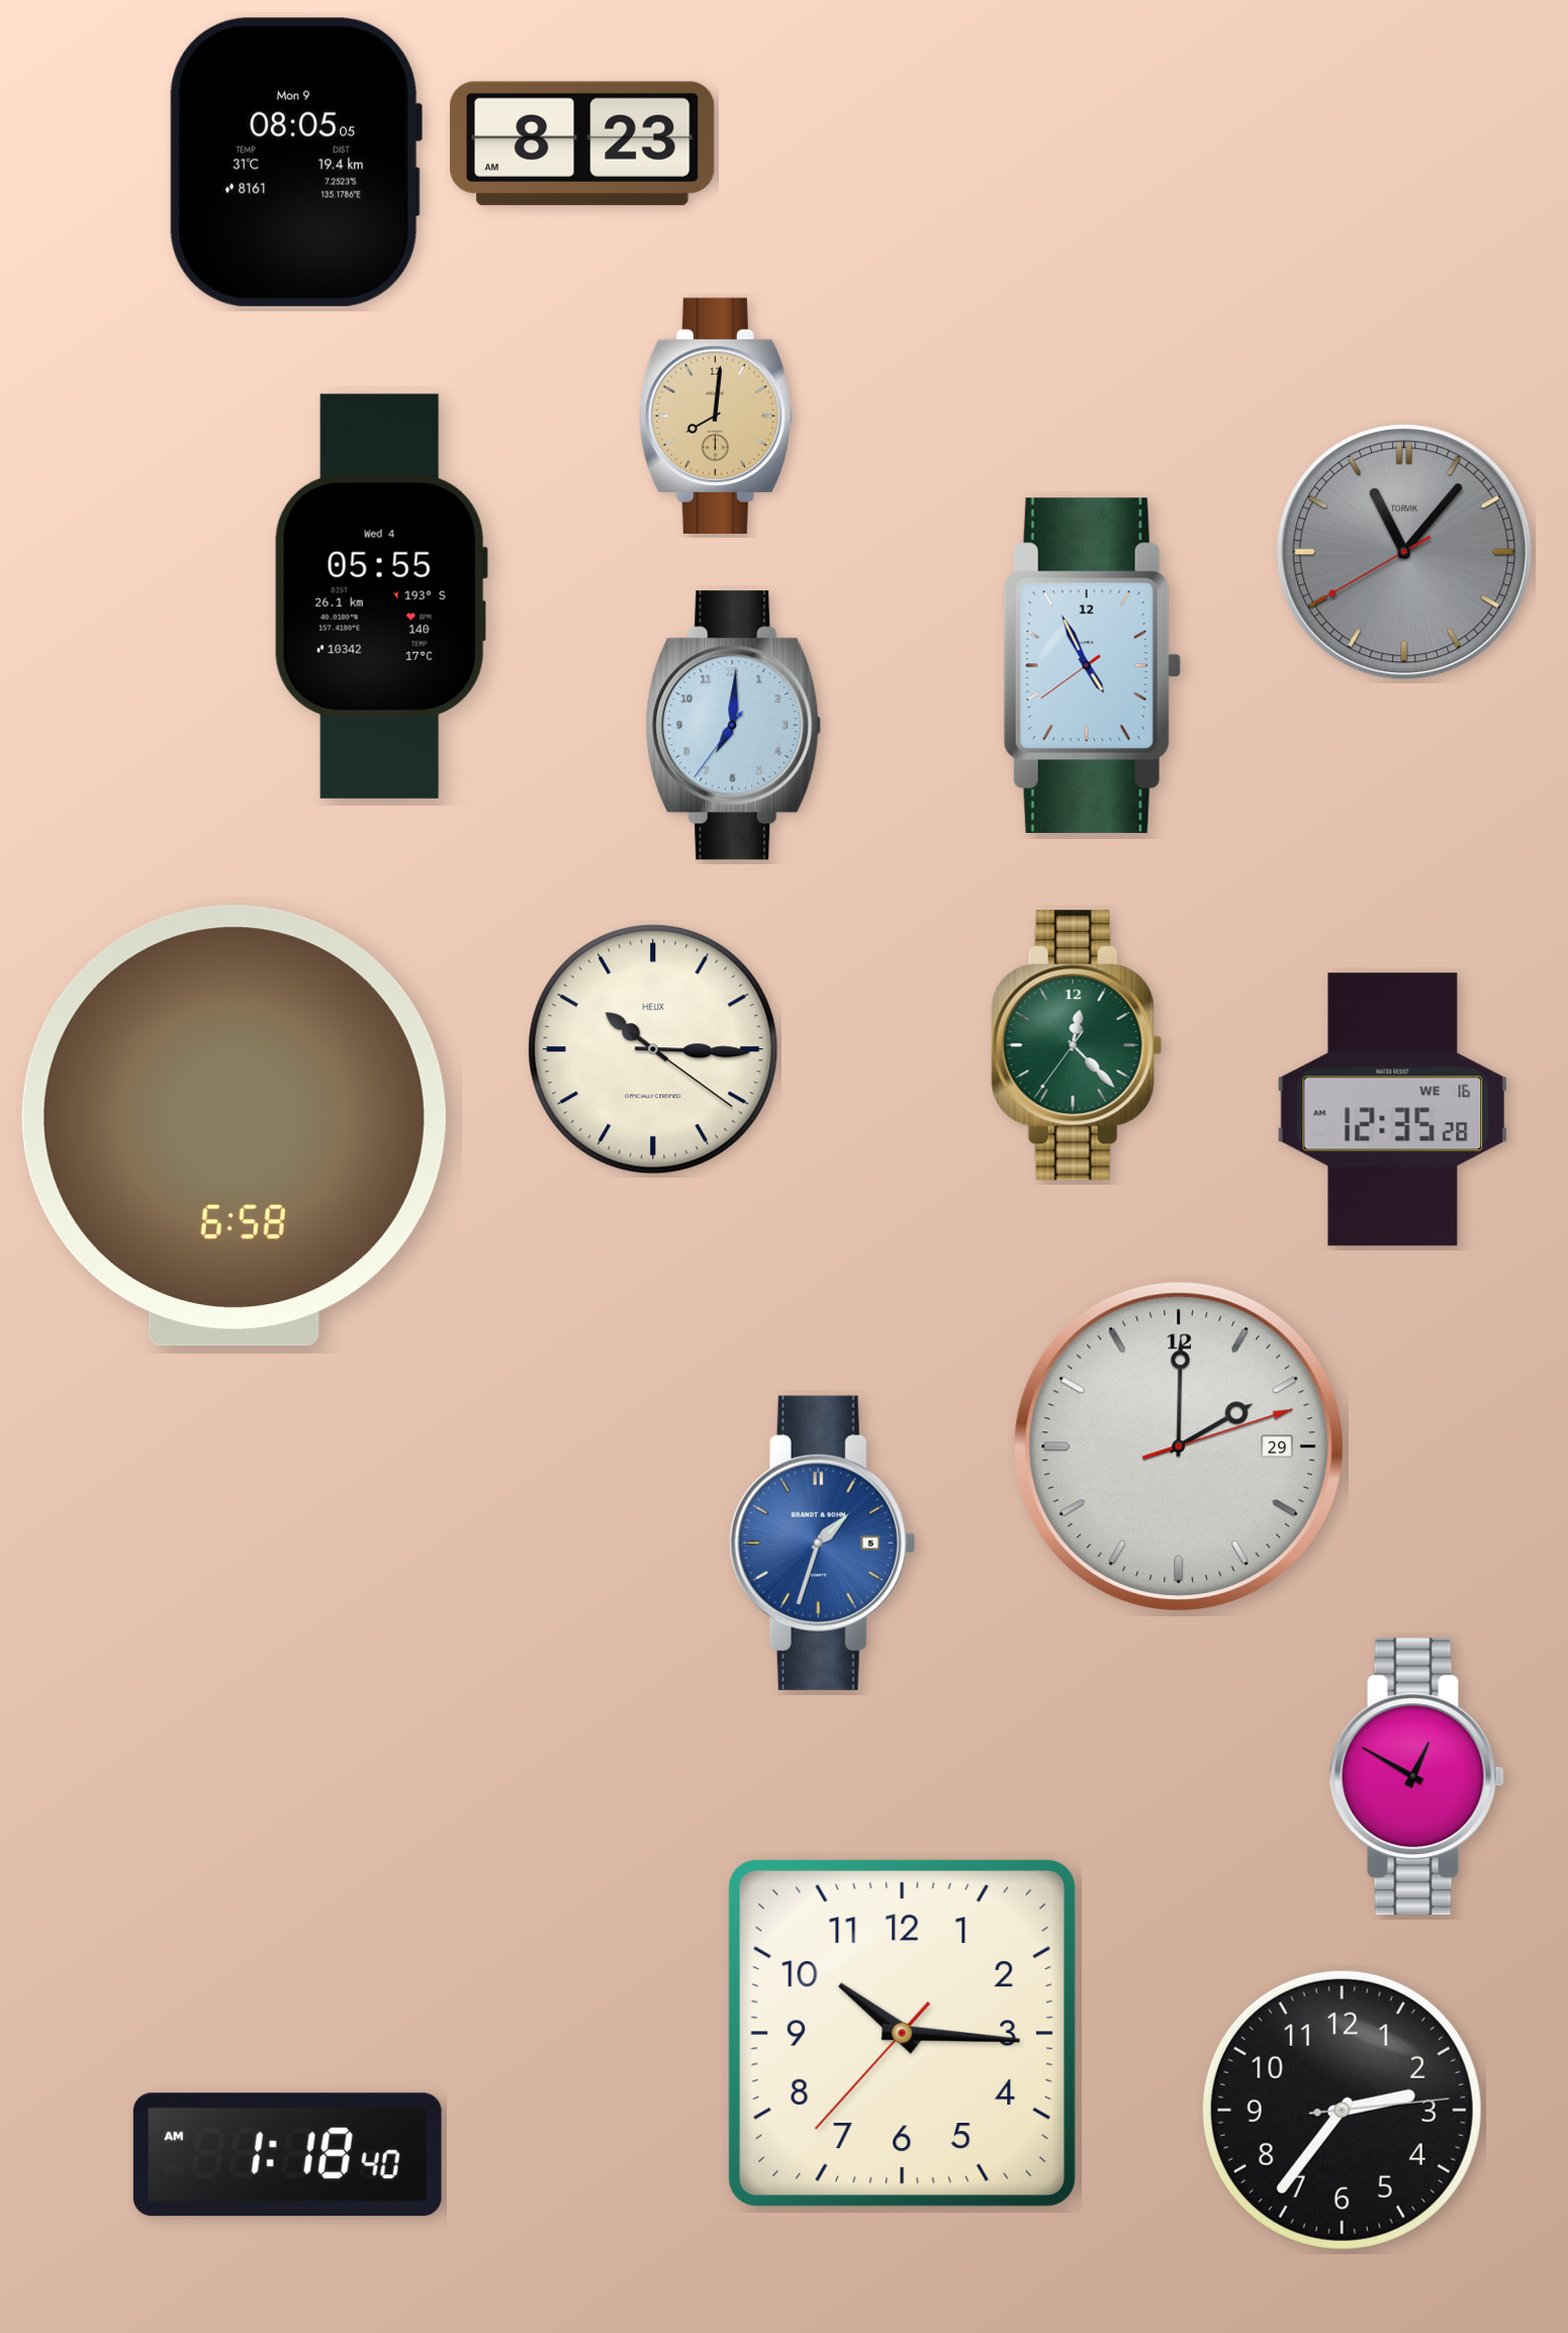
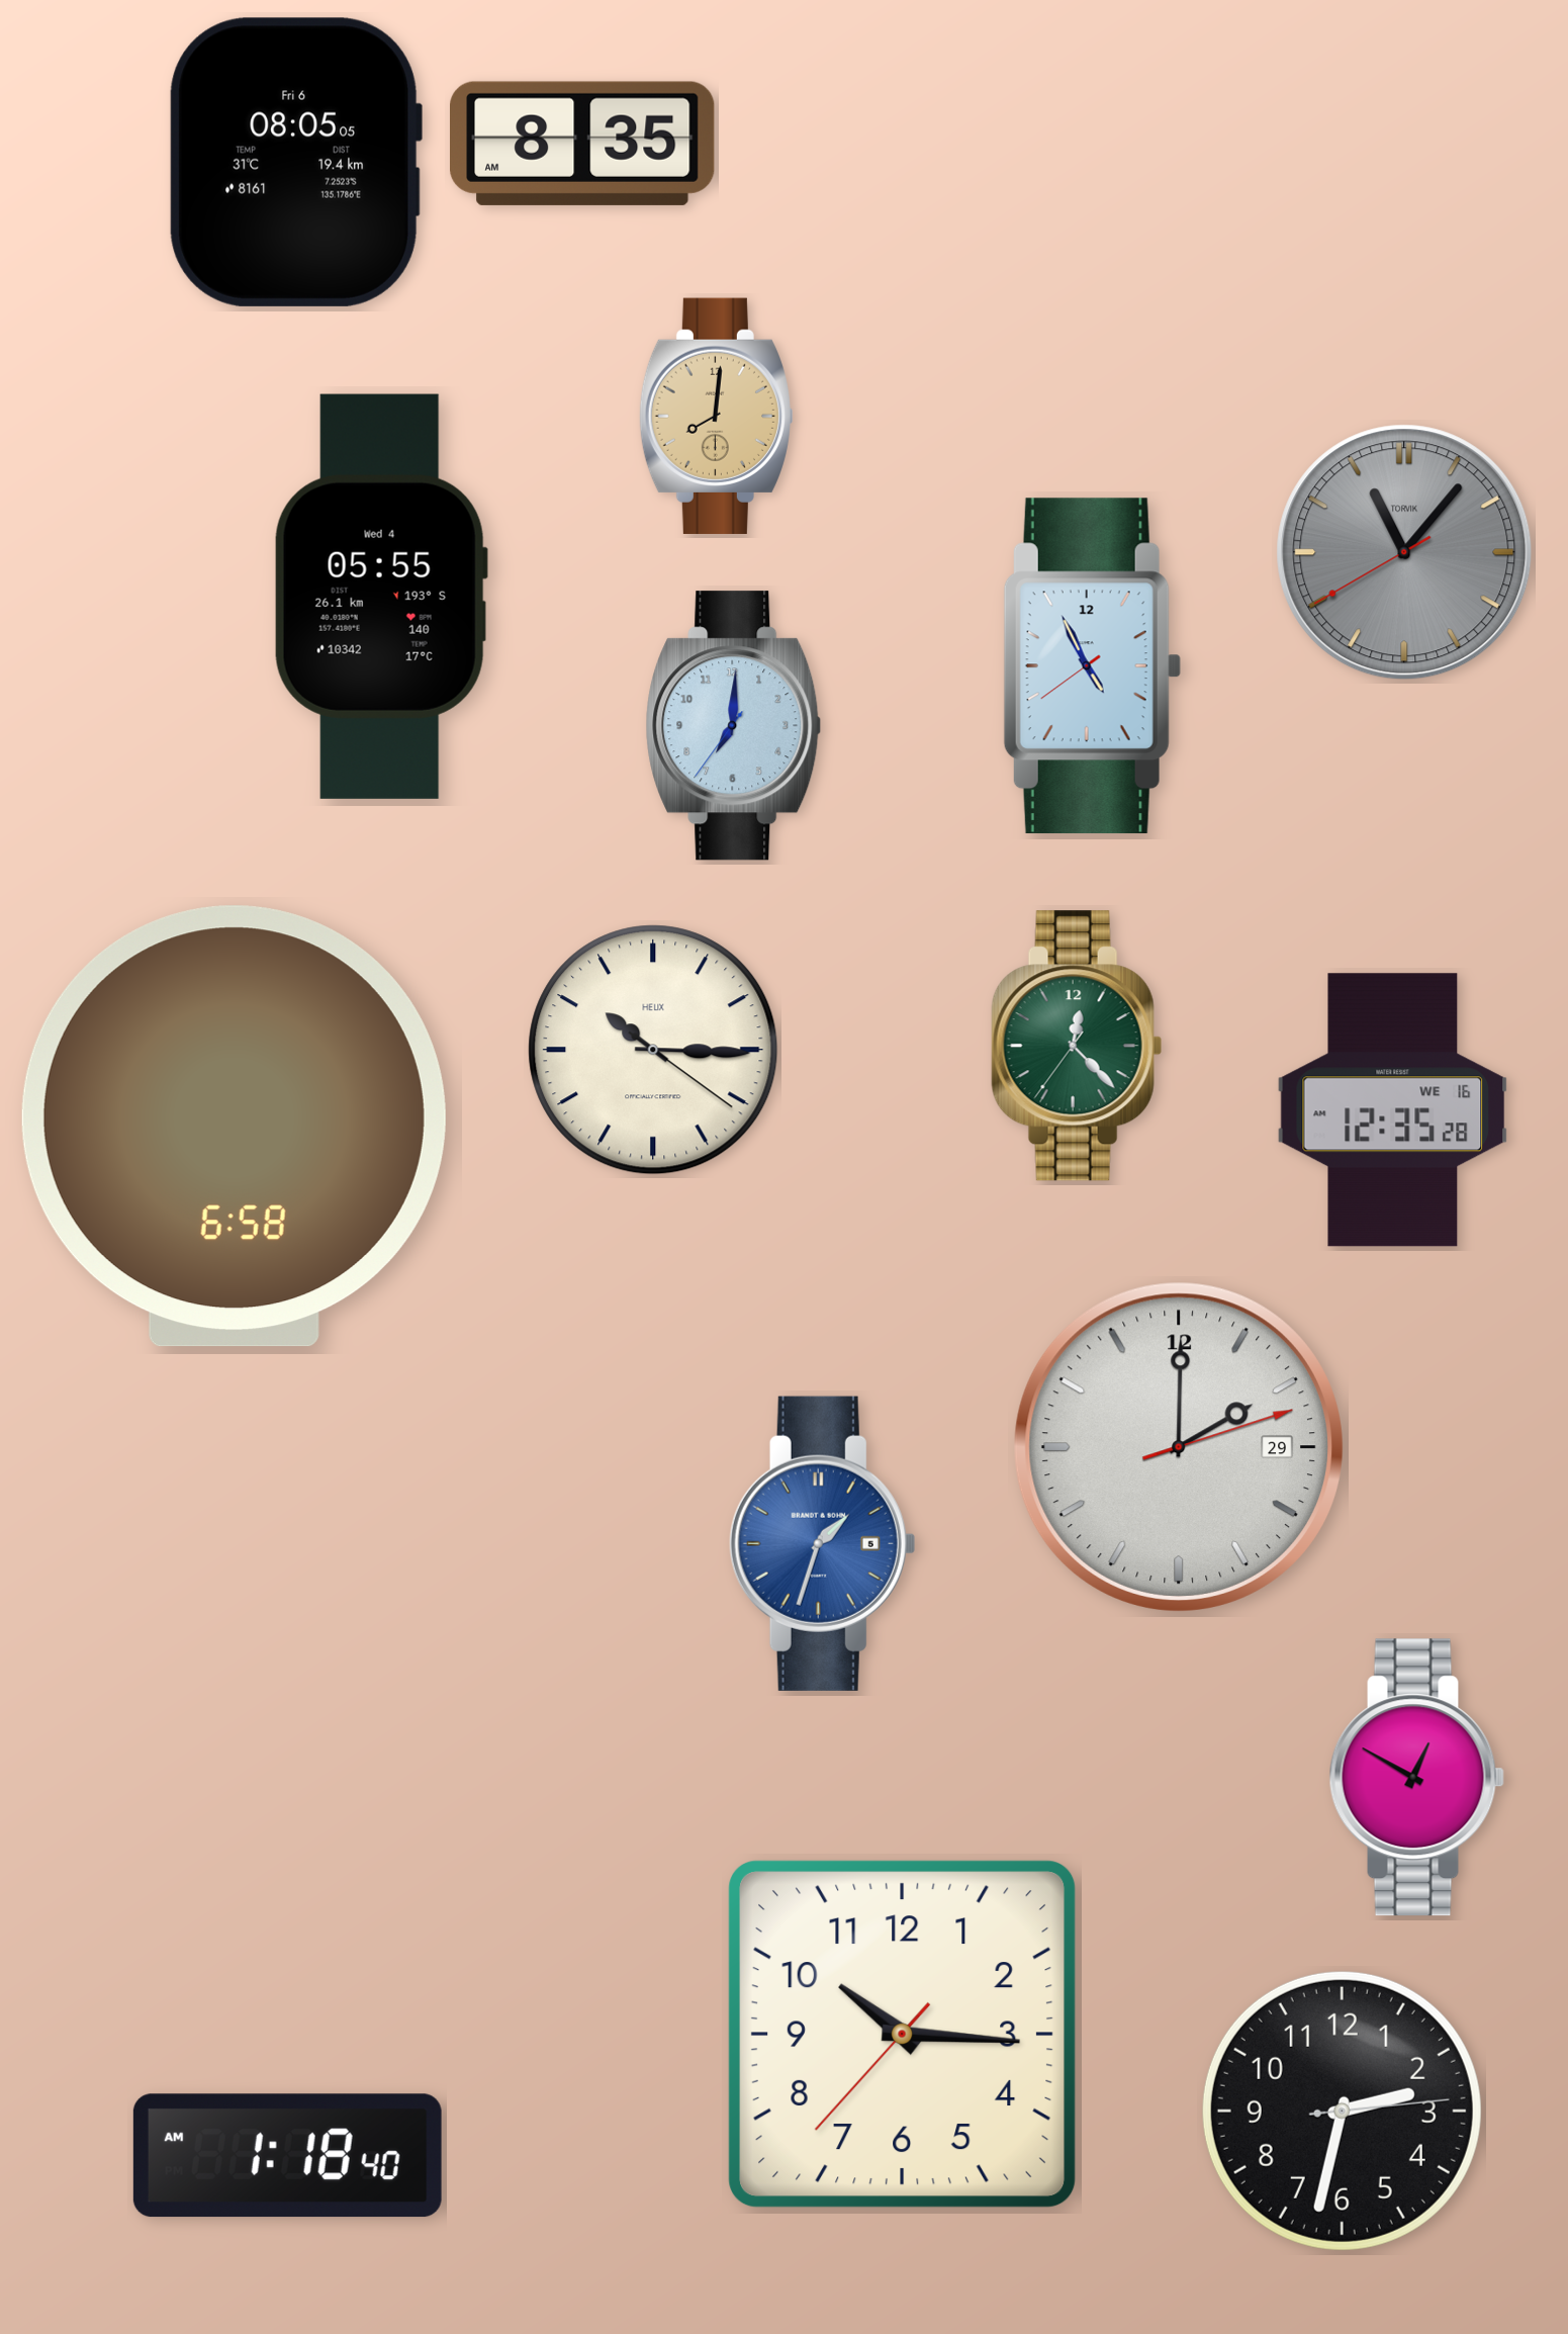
clock at (583, 144): 8:23 -> 8:35
clock at (295, 162) date: Mon 9 -> Fri 6
clock at (1342, 2110): 2:36 -> 2:32
